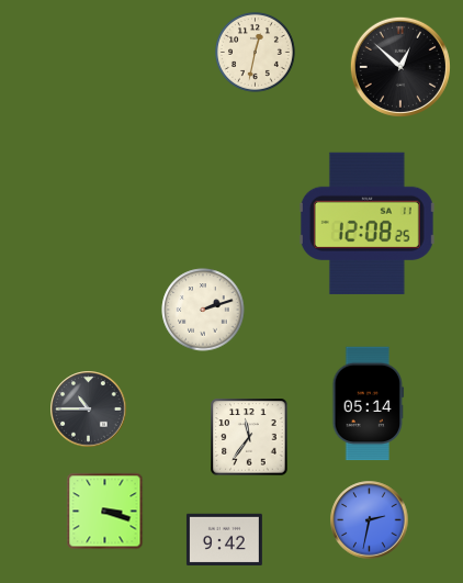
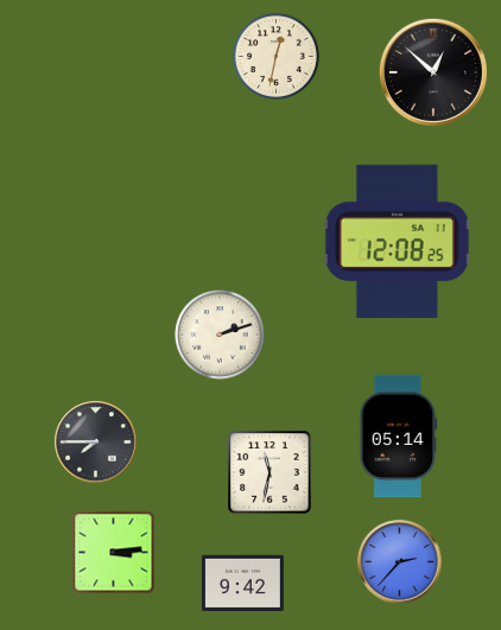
clock at (89, 410): 10:45 -> 7:45
clock at (249, 437): 11:36 -> 11:32
clock at (105, 512): 3:18 -> 3:14
clock at (370, 520): 2:32 -> 2:37
